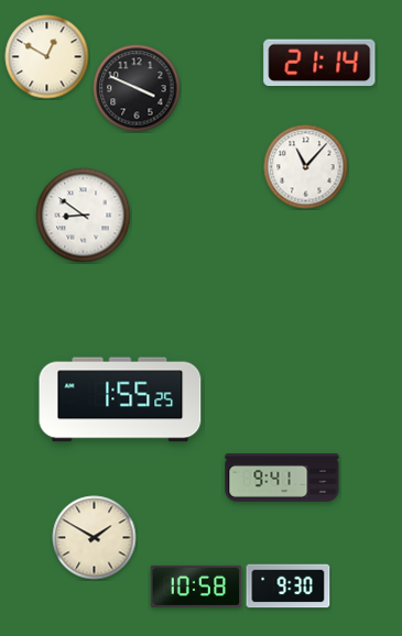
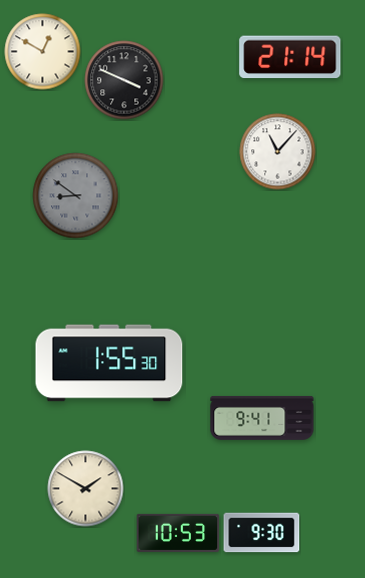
clock at (84, 216) dial: white -> grey
clock at (120, 399): 1:55:25 -> 1:55:30
clock at (282, 478) position: (282, 478) -> (262, 418)
clock at (196, 586): 10:58 -> 10:53
